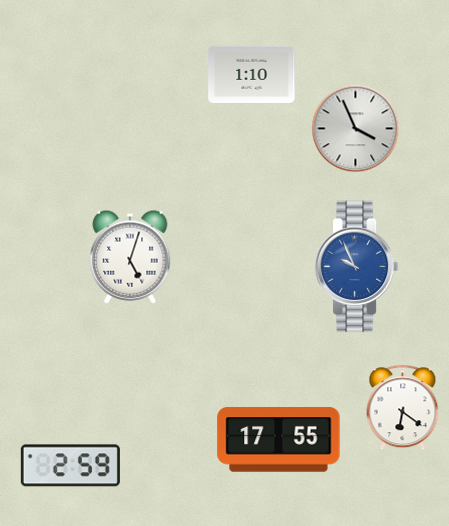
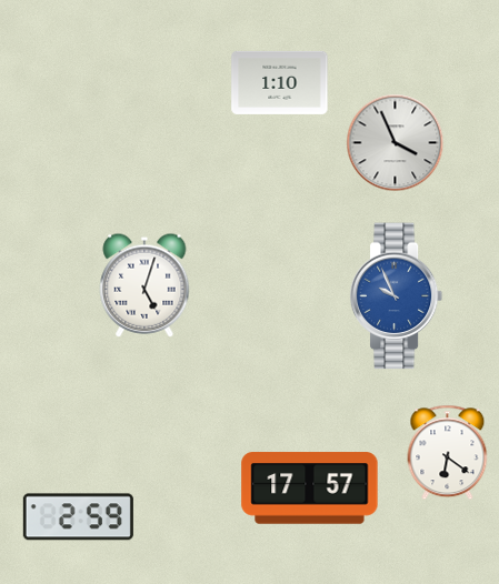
clock at (279, 440): 17:55 -> 17:57
